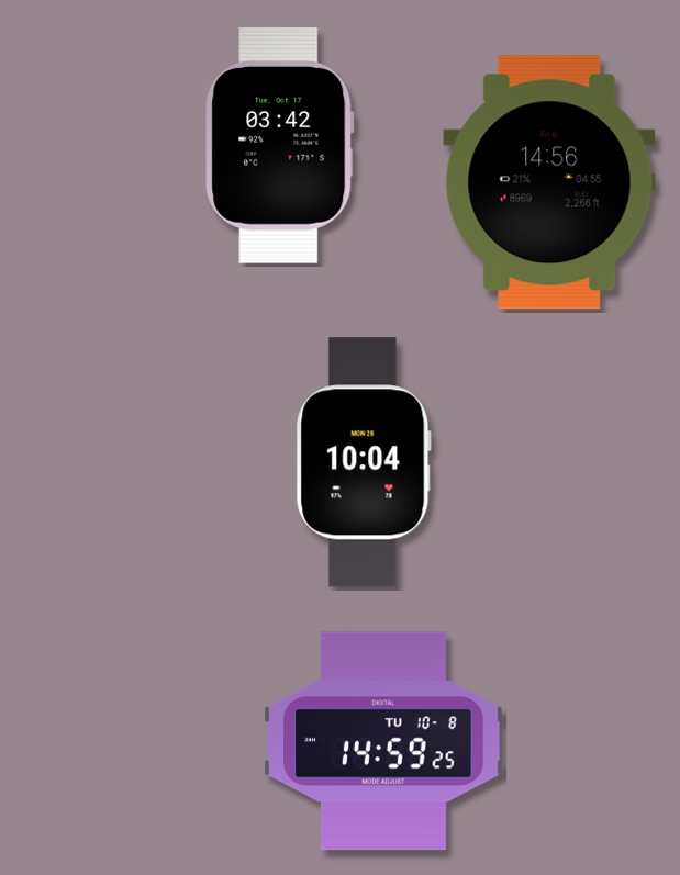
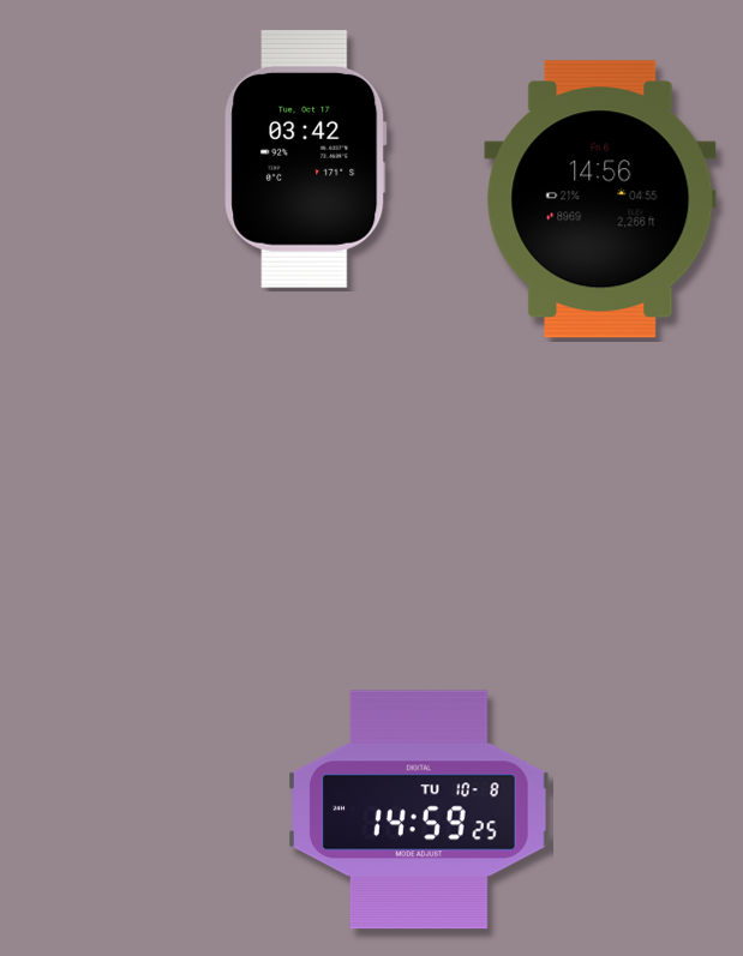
clock at (364, 462): 10:04 -> none
